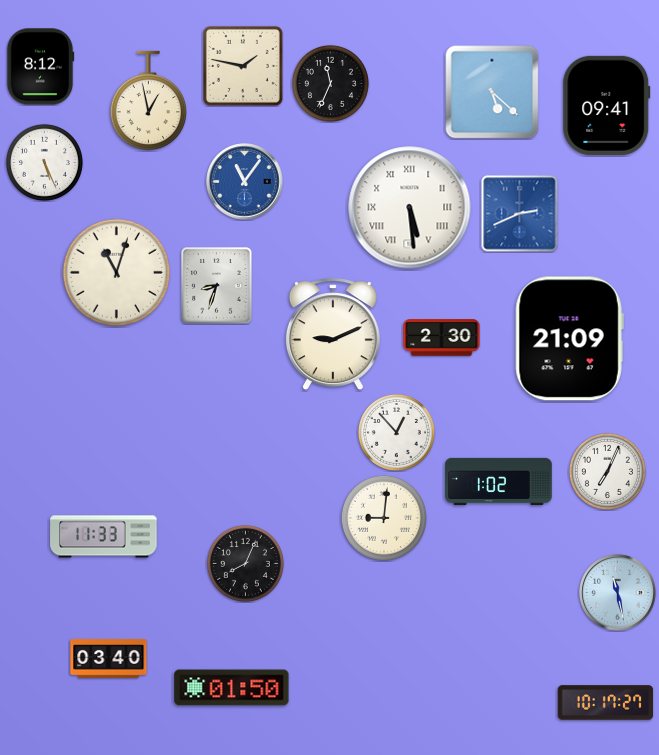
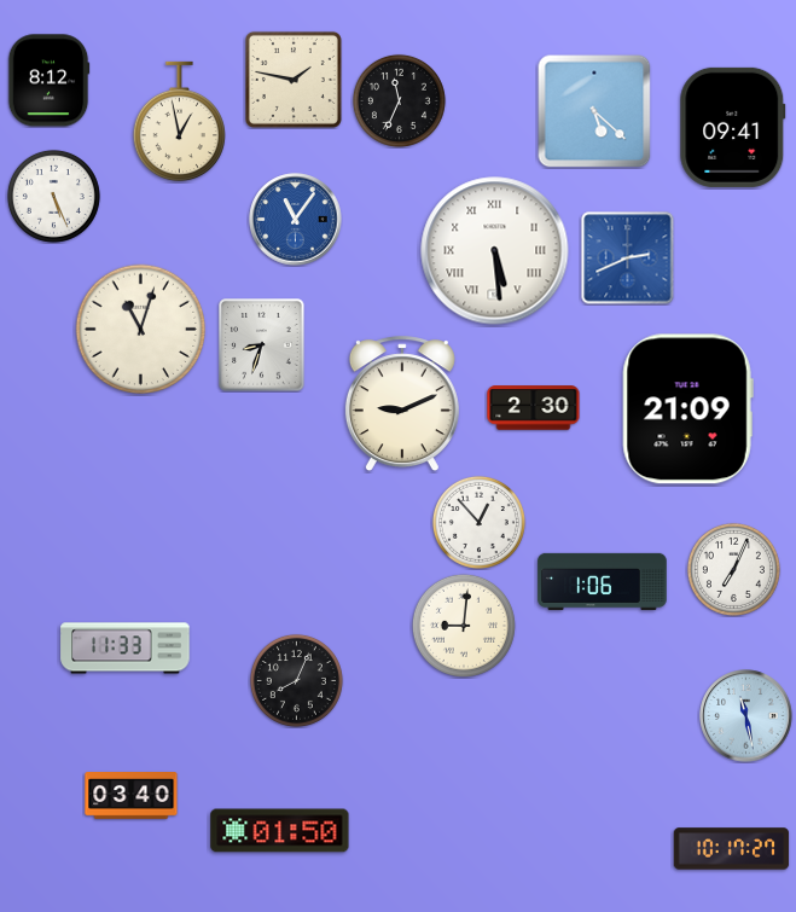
clock at (499, 481): 1:02 -> 1:06
